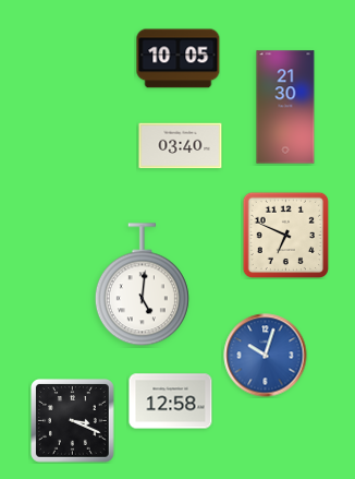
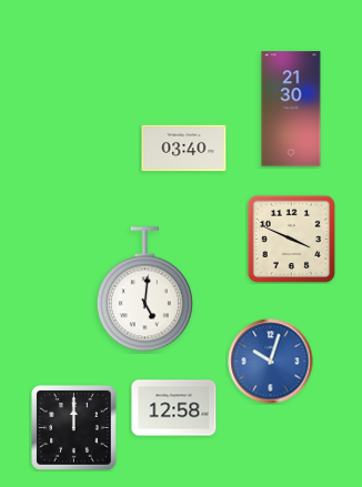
clock at (179, 59): 10:05 -> none
clock at (285, 235): 6:49 -> 3:49
clock at (73, 421): 3:19 -> 12:00
